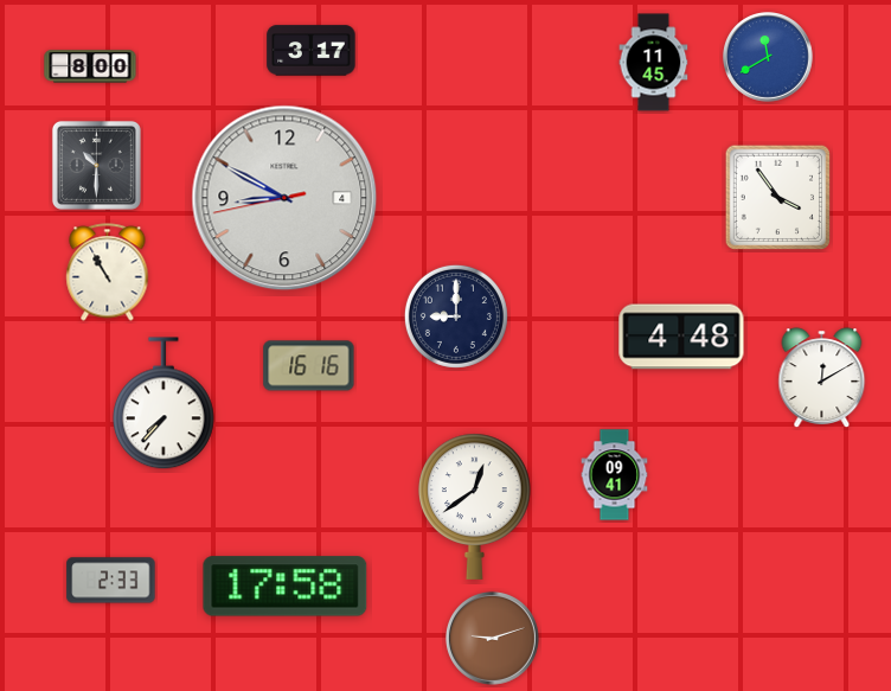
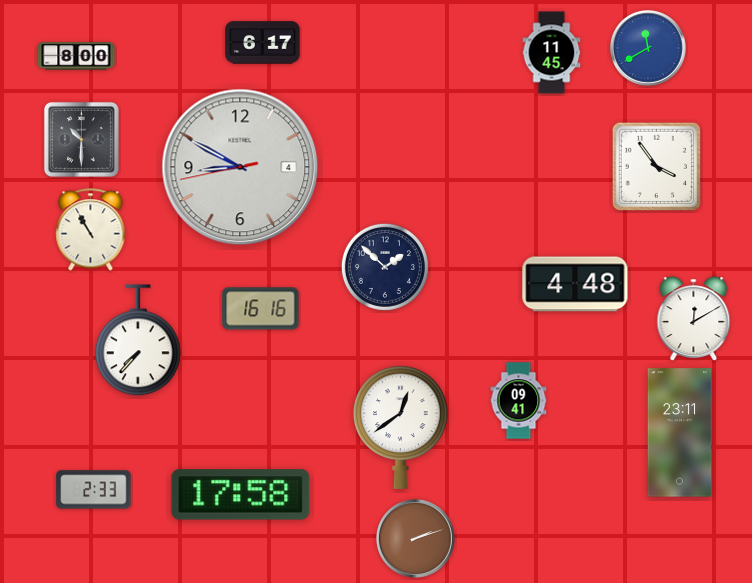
clock at (312, 51): 3:17 -> 6:17
clock at (456, 316): 9:00 -> 1:52
clock at (680, 433): none -> 23:11
clock at (493, 639): 9:12 -> 2:12
